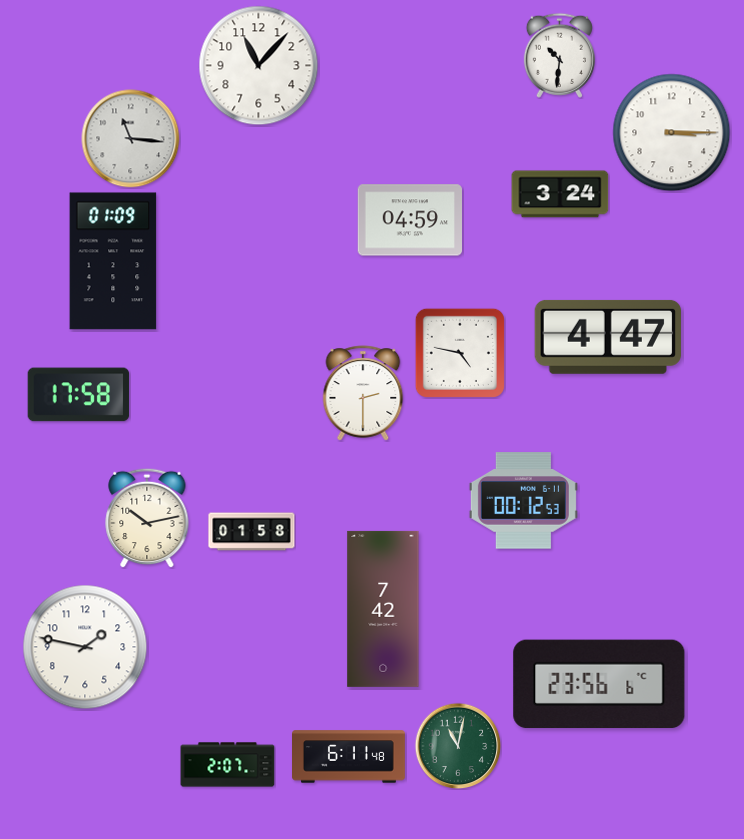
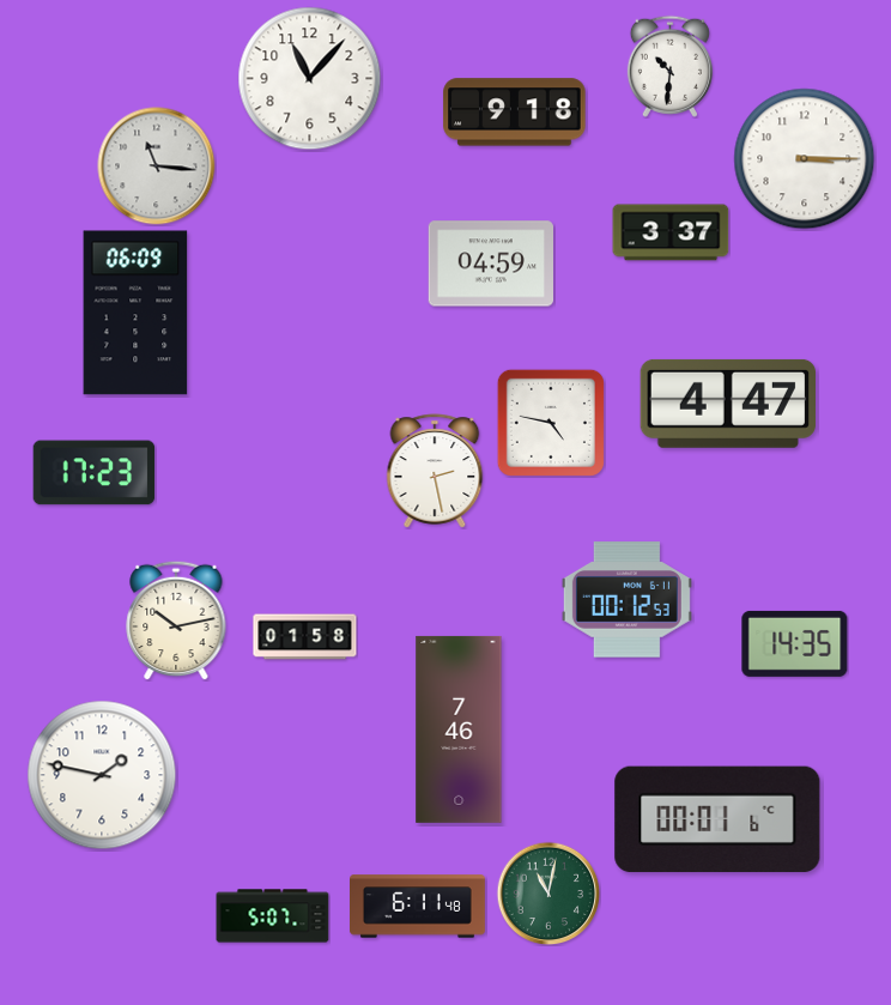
clock at (515, 113): none -> 9:18
clock at (560, 194): 3:24 -> 3:37
clock at (113, 261): 01:09 -> 06:09
clock at (363, 393): 2:30 -> 2:28
clock at (79, 395): 17:58 -> 17:23
clock at (252, 532) position: (252, 532) -> (305, 637)
clock at (795, 643): none -> 14:35
clock at (383, 609): 7:42 -> 7:46
clock at (599, 684): 23:56 -> 00:01
clock at (228, 765): 2:07 -> 5:07
